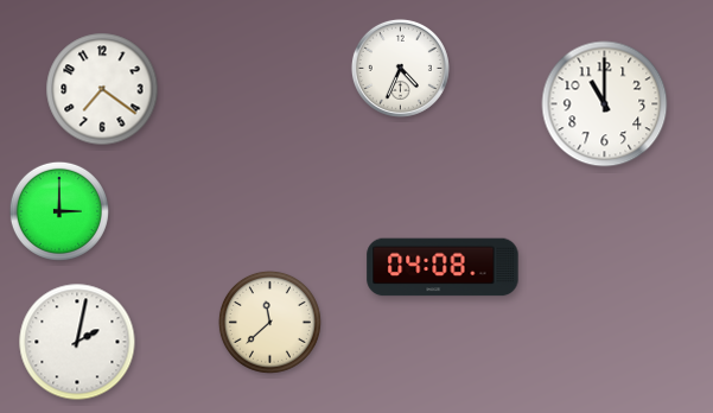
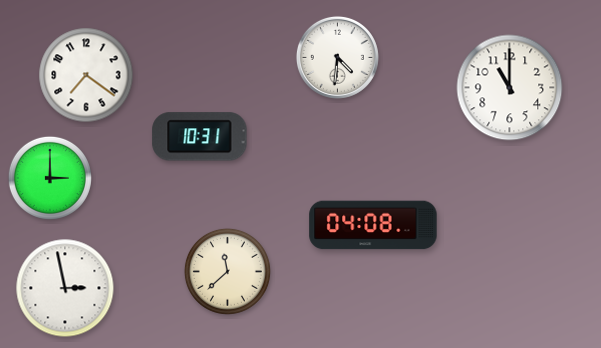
clock at (400, 68): 4:34 -> 4:31
clock at (200, 137): none -> 10:31
clock at (77, 342): 2:02 -> 2:58
